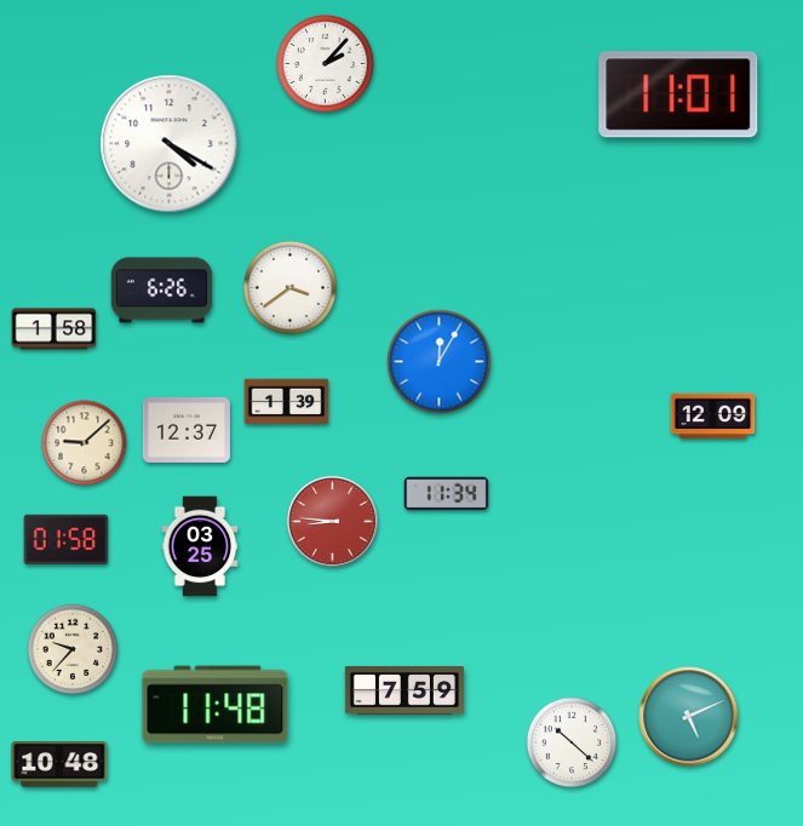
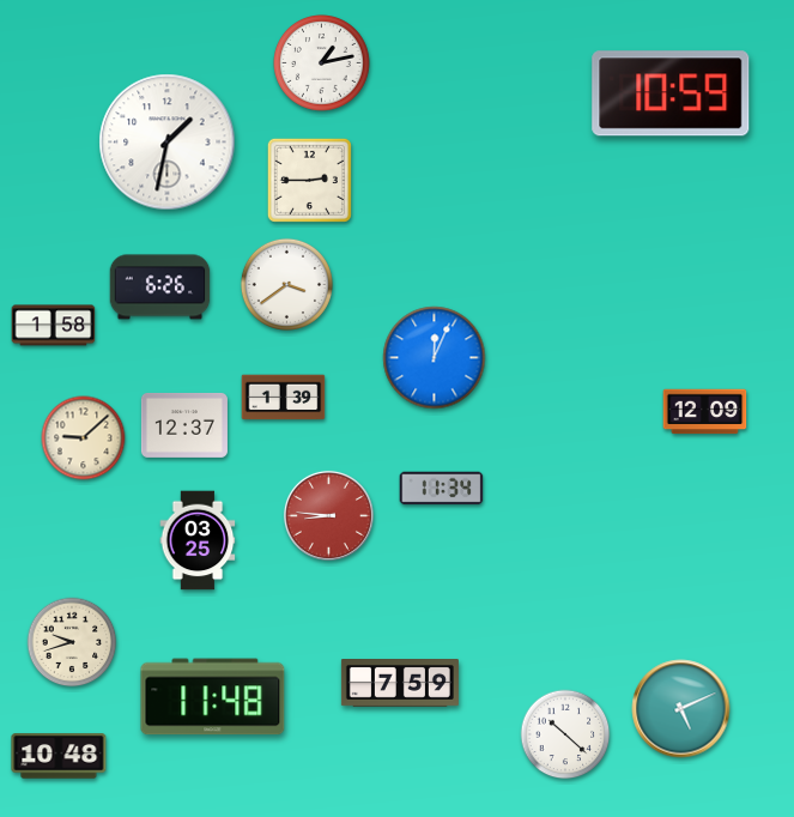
clock at (326, 64): 2:07 -> 1:13
clock at (678, 94): 11:01 -> 10:59
clock at (170, 144): 4:20 -> 1:32
clock at (309, 180): none -> 2:45
clock at (440, 362): 12:05 -> 12:04
clock at (67, 539): 01:58 -> none
clock at (73, 649): 9:37 -> 9:42
